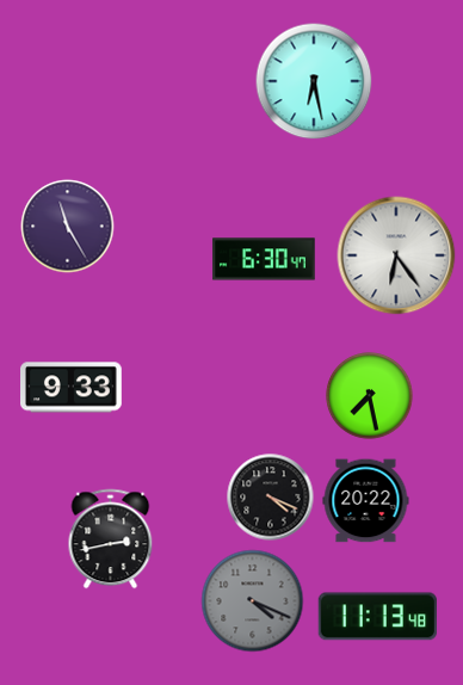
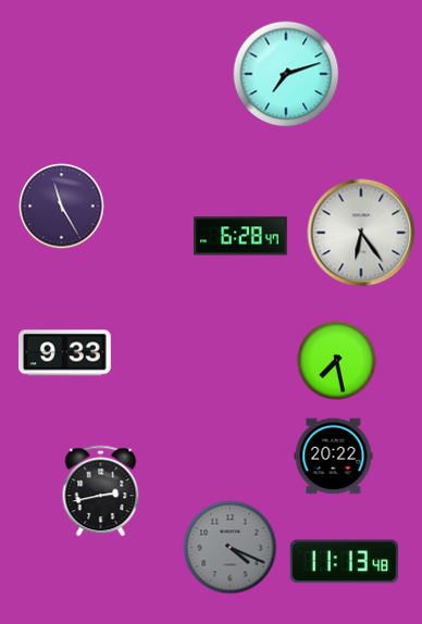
clock at (314, 81): 6:28 -> 7:12
clock at (264, 259): 6:30 -> 6:28
clock at (271, 498): 4:19 -> none
